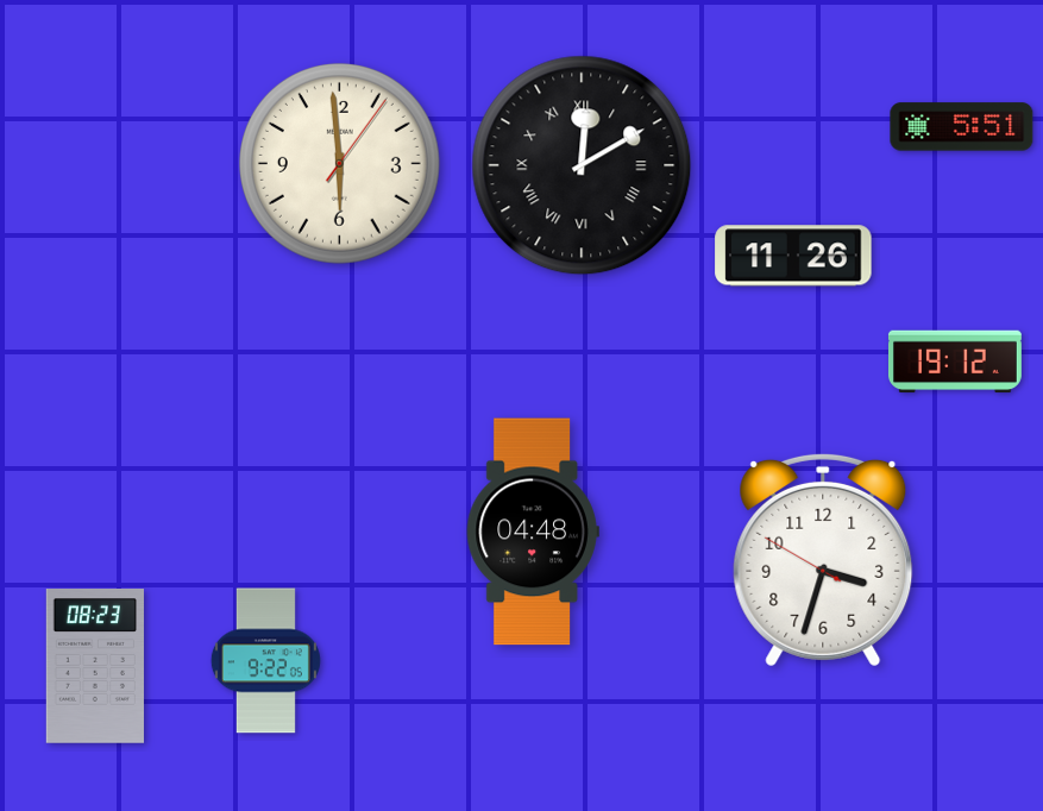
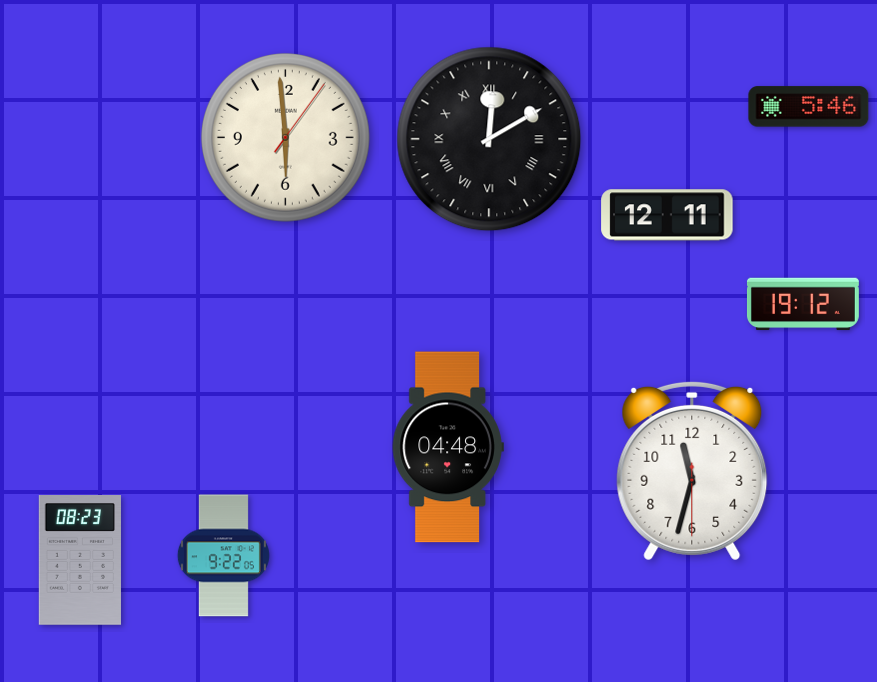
clock at (962, 127): 5:51 -> 5:46
clock at (793, 256): 11:26 -> 12:11
clock at (823, 560): 3:32 -> 11:32
